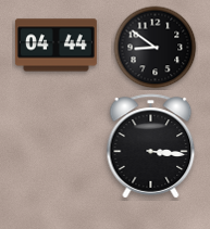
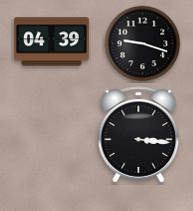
clock at (55, 46): 04:44 -> 04:39
clock at (156, 48): 8:51 -> 9:18
